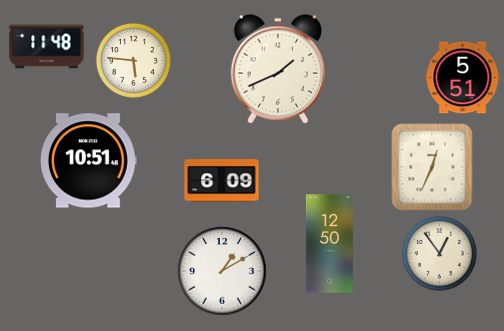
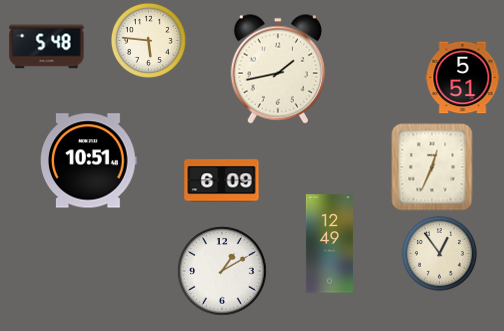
clock at (47, 47): 11:48 -> 5:48
clock at (133, 60) position: (133, 60) -> (148, 40)
clock at (277, 69): 1:41 -> 1:43
clock at (329, 244): 12:50 -> 12:49
